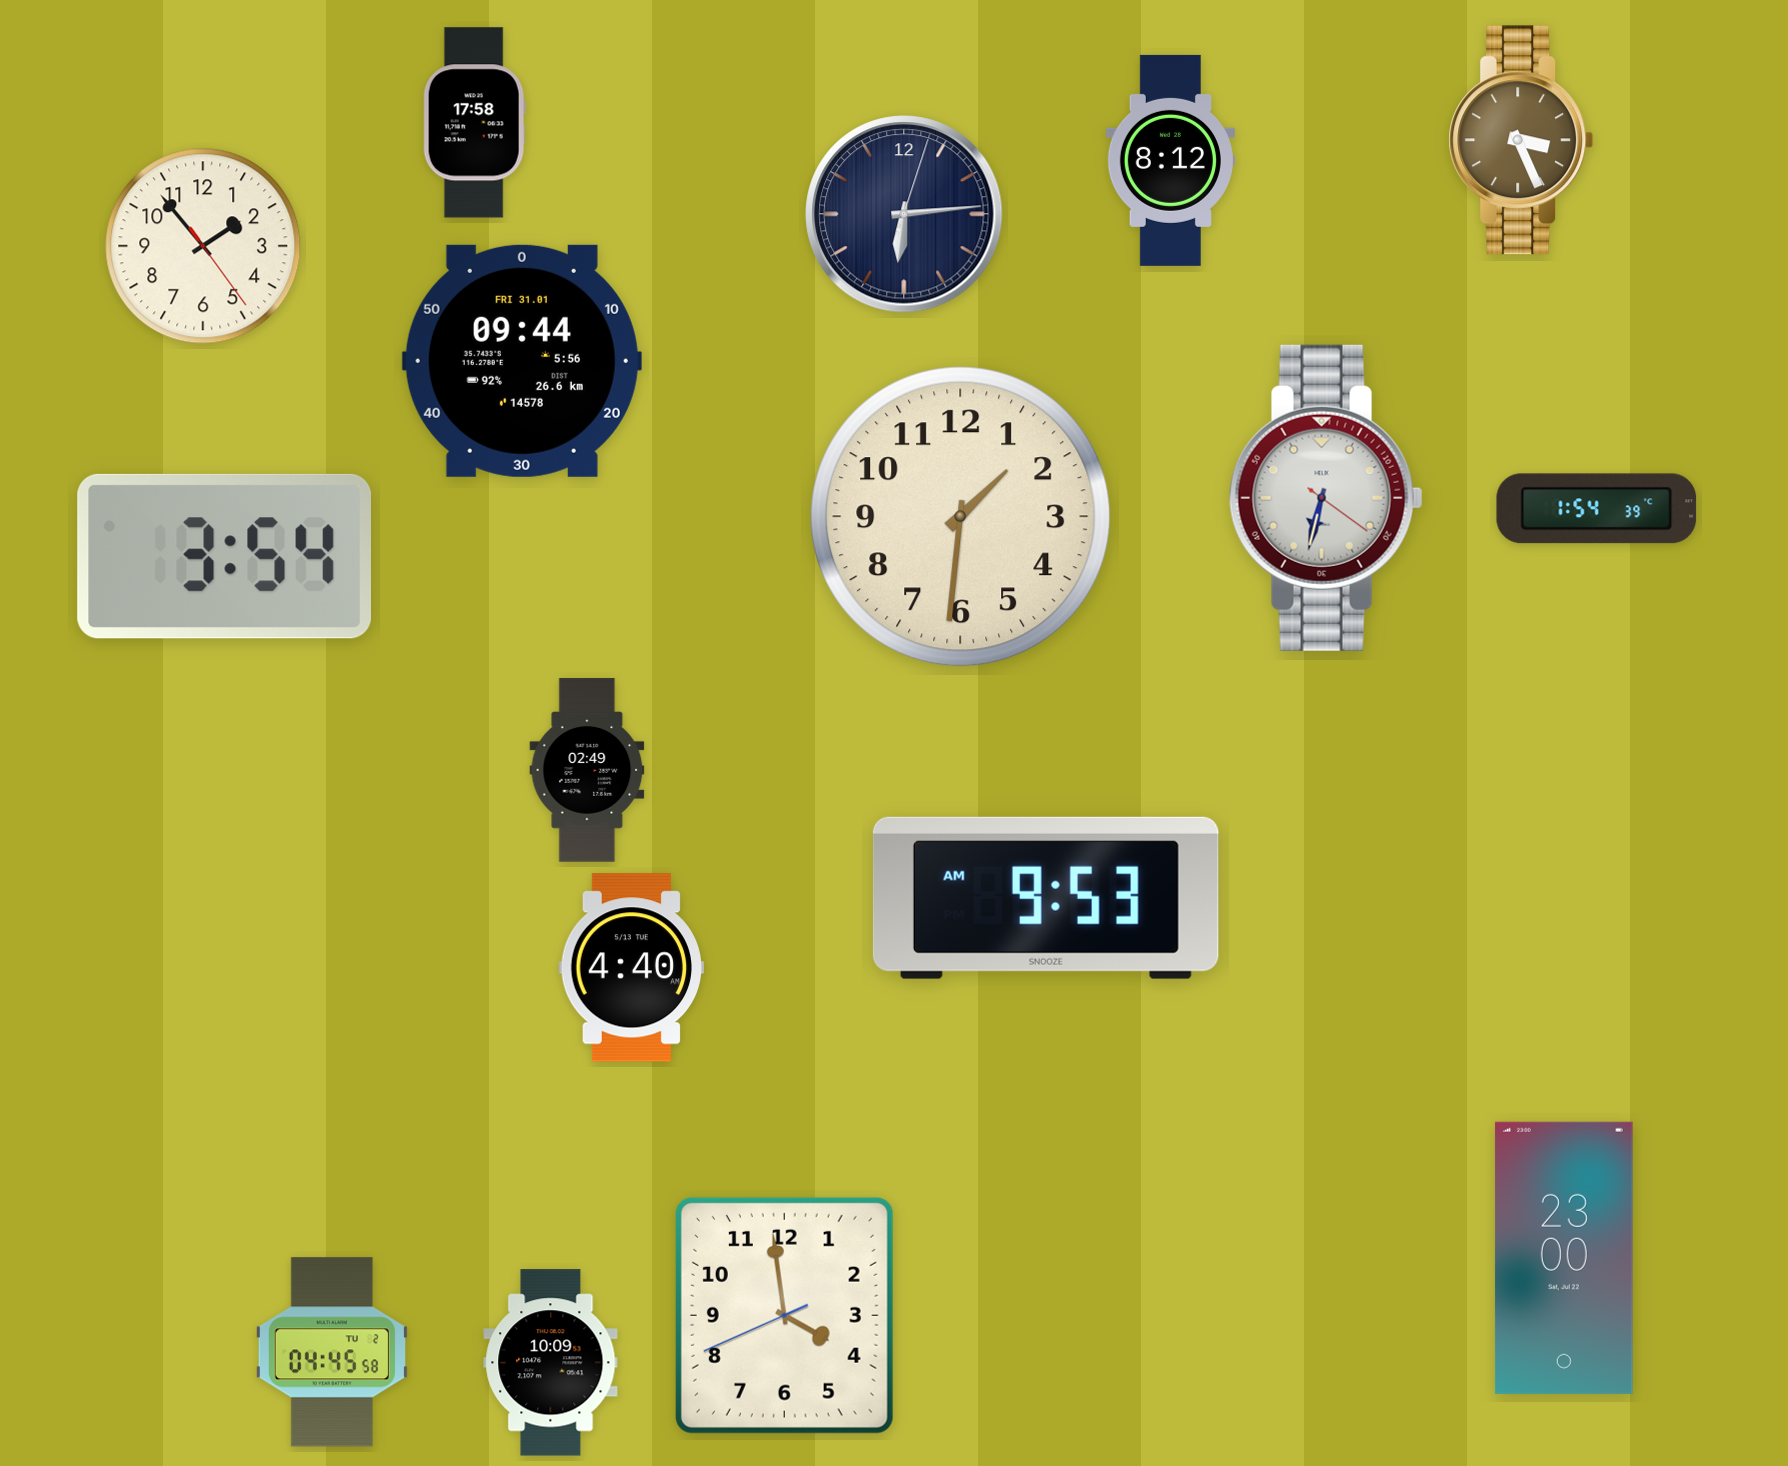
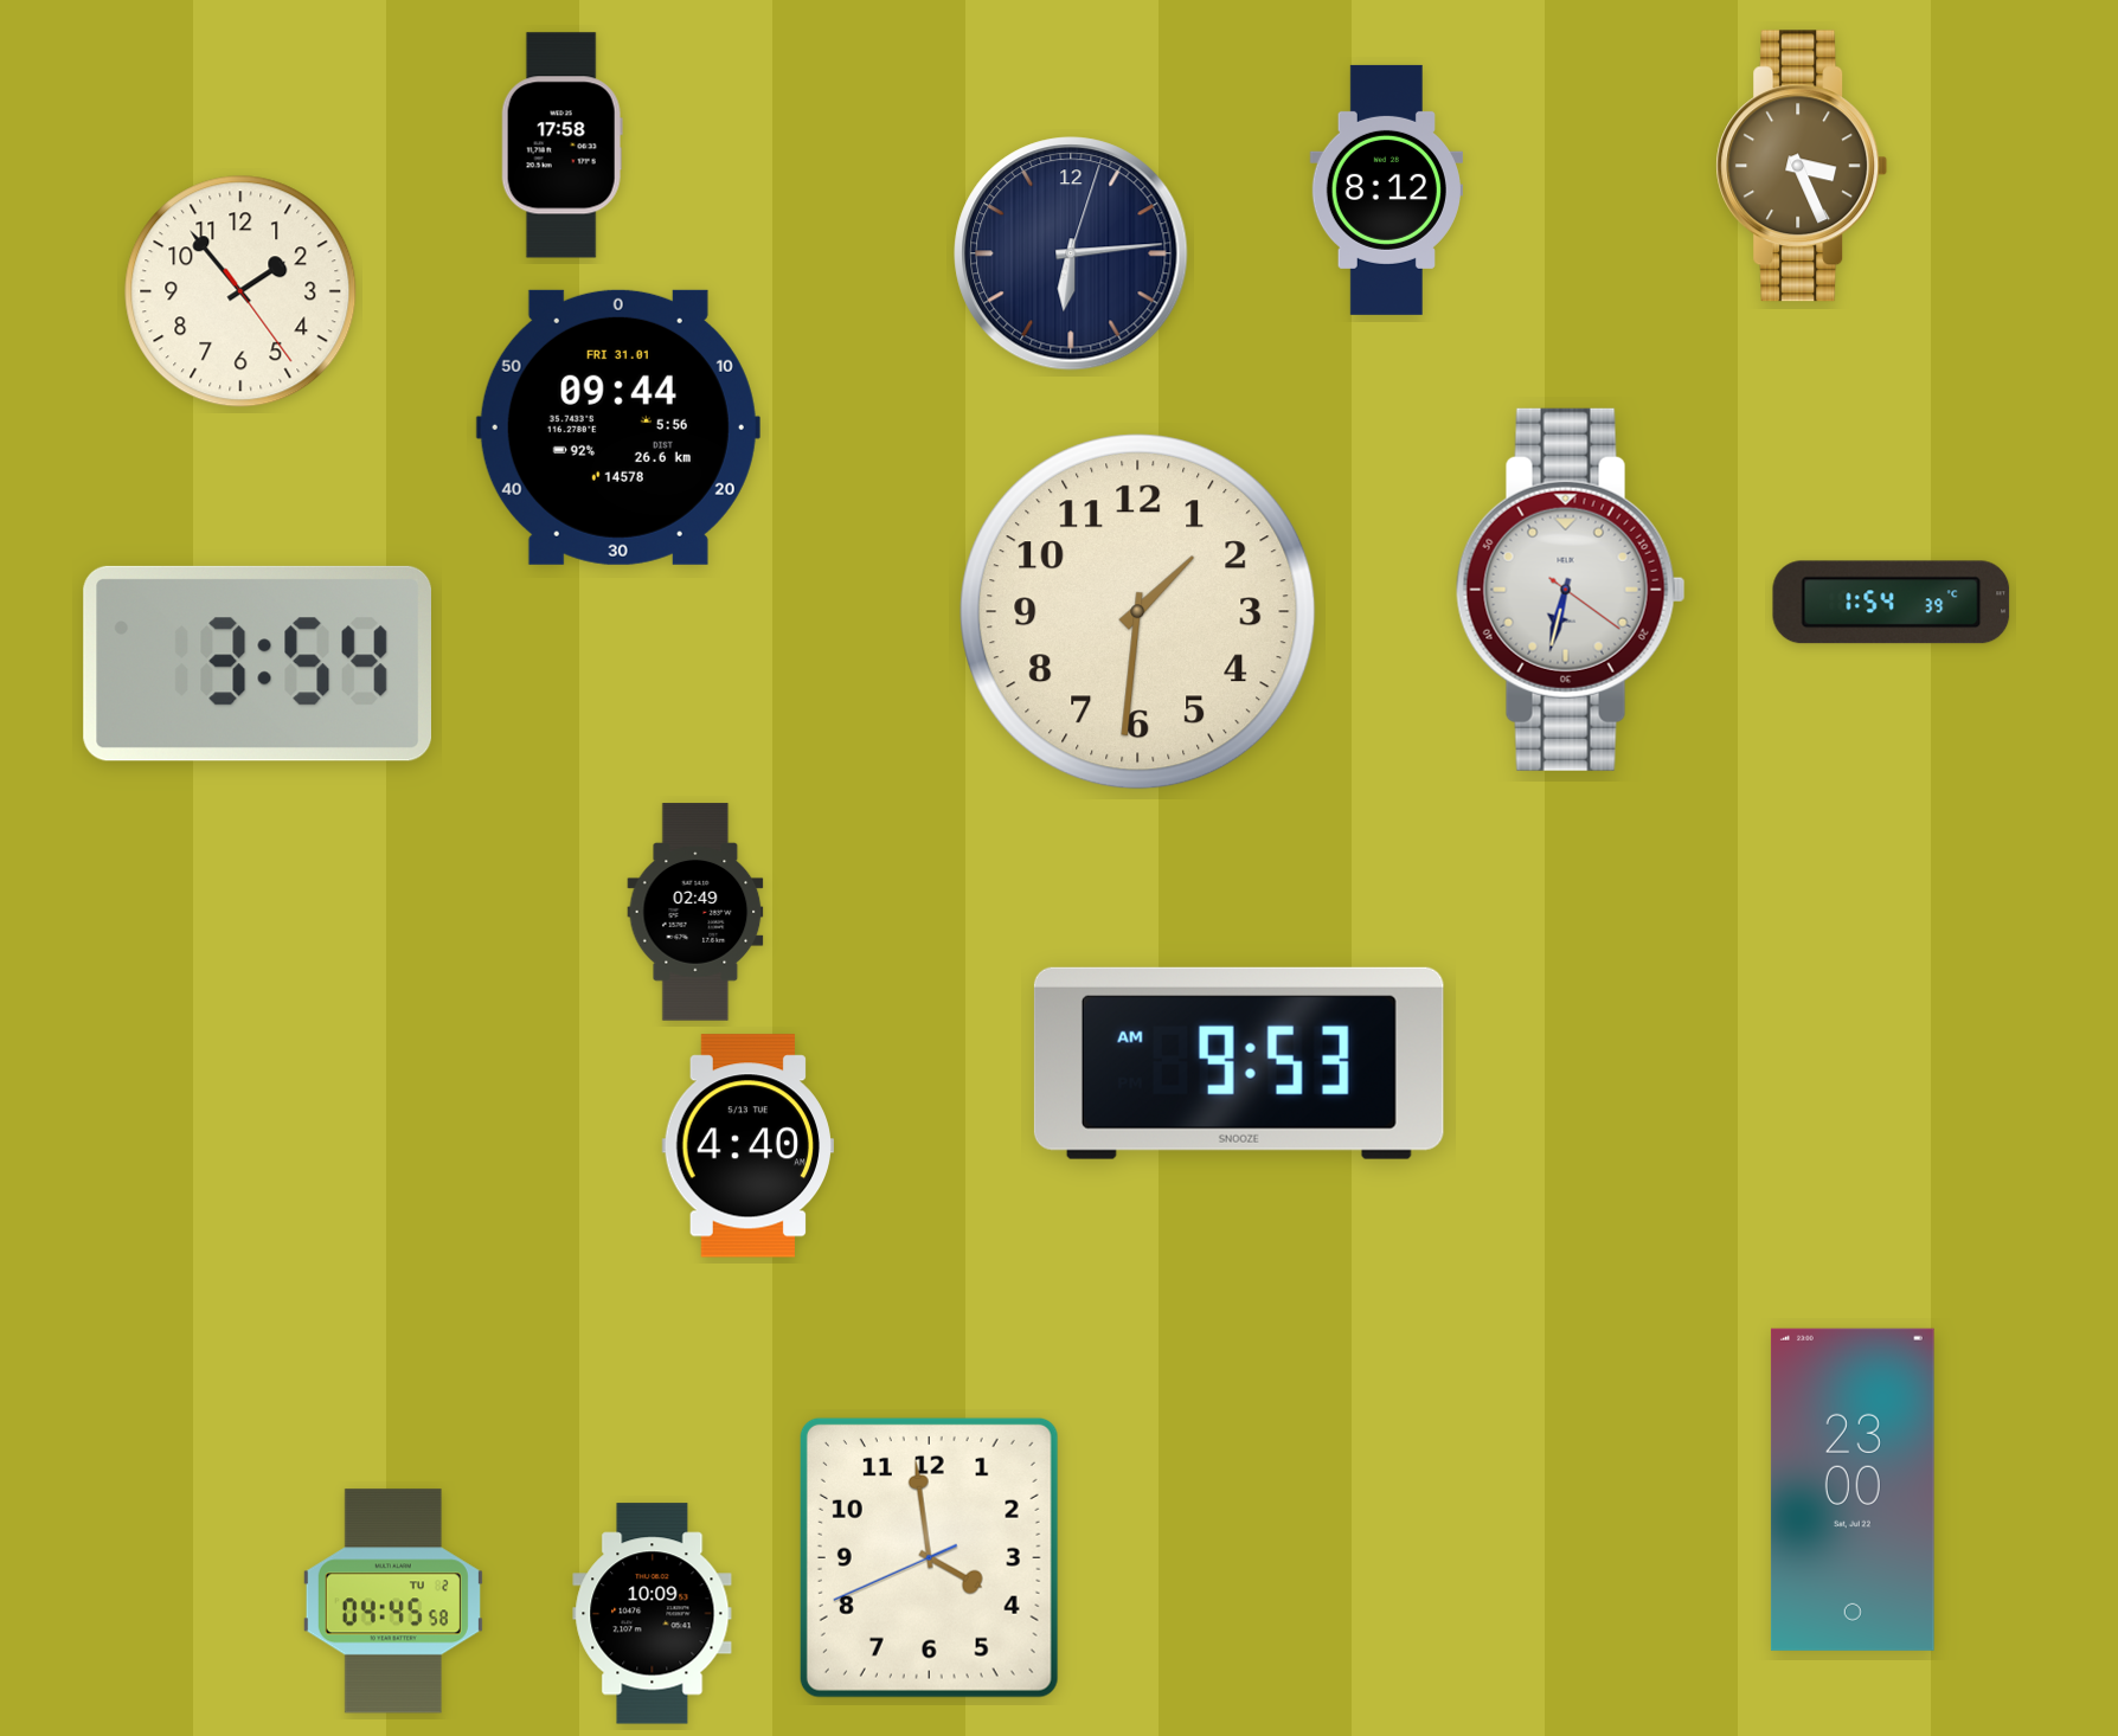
clock at (224, 556) position: (224, 556) -> (257, 663)
